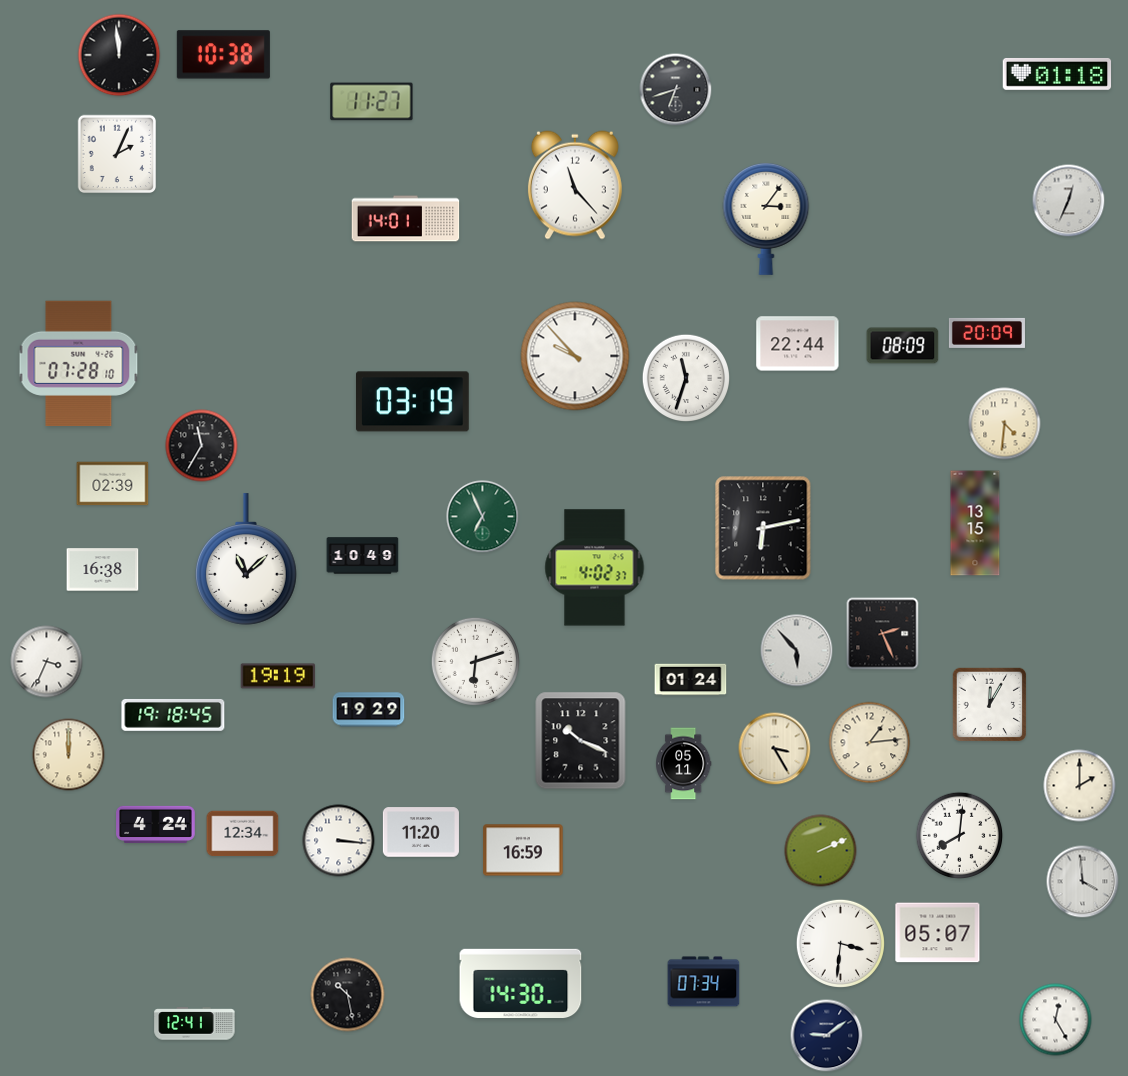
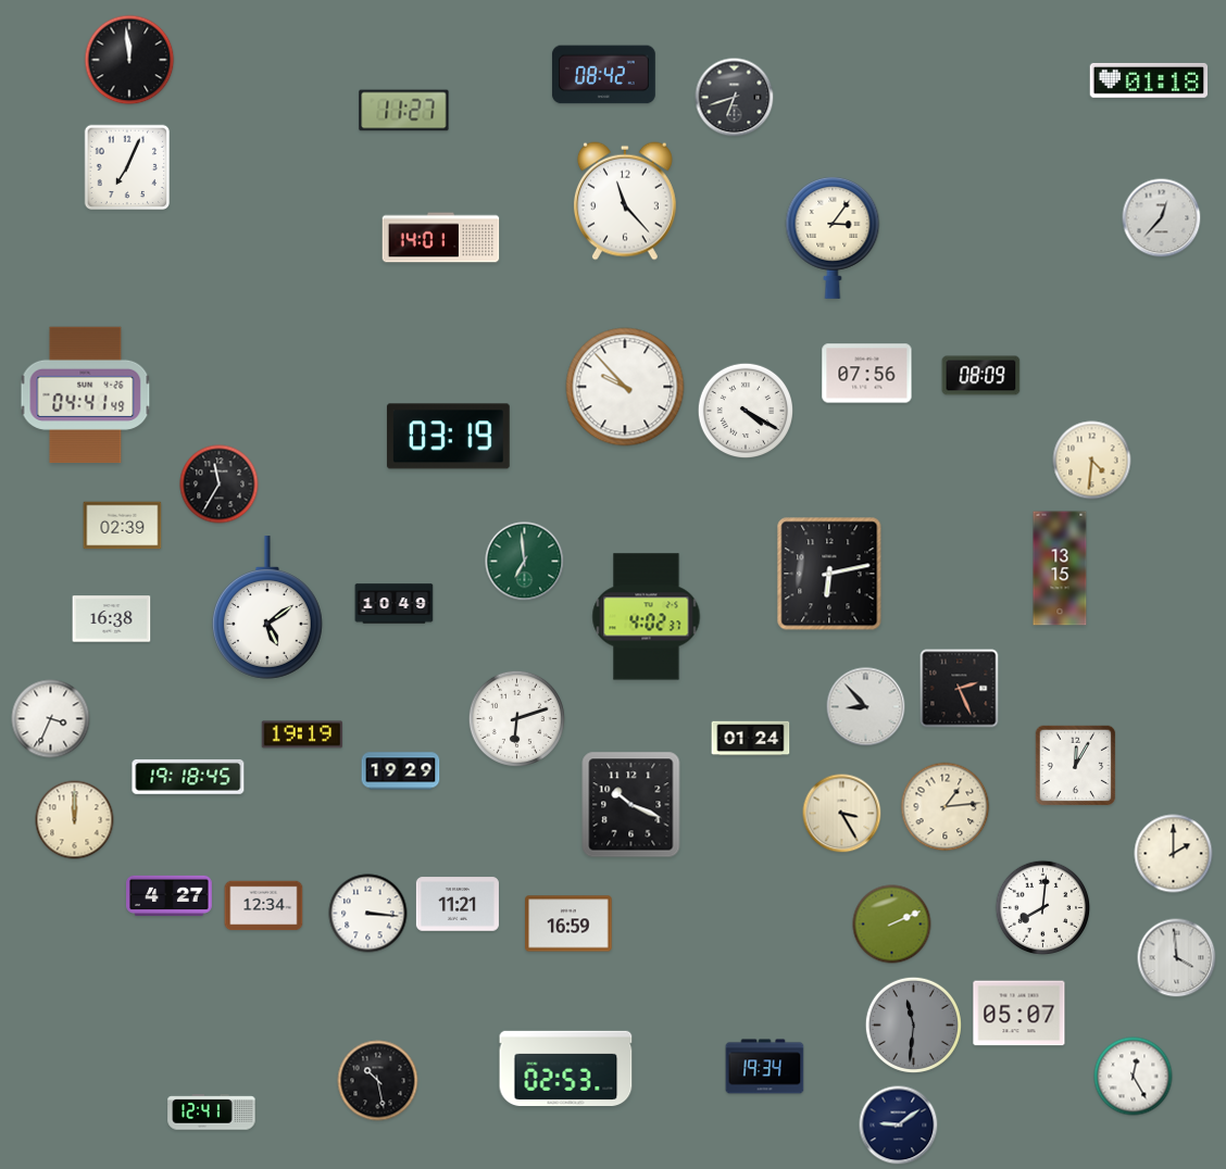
clock at (223, 55): 10:38 -> none
clock at (603, 75): none -> 08:42
clock at (117, 154): 2:04 -> 7:04
clock at (1069, 201): 12:34 -> 12:37
clock at (987, 333): 20:09 -> none
clock at (798, 344): 22:44 -> 07:56
clock at (79, 364): 07:28 -> 04:41
clock at (685, 377): 11:33 -> 4:20
clock at (483, 517): 6:56 -> 6:59
clock at (246, 559): 11:08 -> 5:09
clock at (797, 651): 5:53 -> 8:53
clock at (684, 764): 05:11 -> none
clock at (156, 824): 4:24 -> 4:27
clock at (421, 832): 11:20 -> 11:21
clock at (840, 943): 3:31 -> 11:31
clock at (840, 943) dial: white -> grey
clock at (704, 982): 07:34 -> 19:34
clock at (521, 983): 14:30 -> 02:53
clock at (1056, 1020) position: (1056, 1020) -> (1134, 1077)
